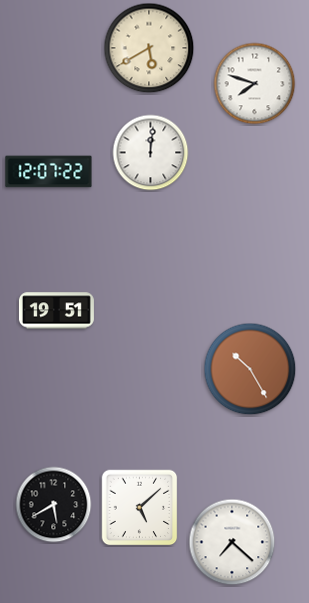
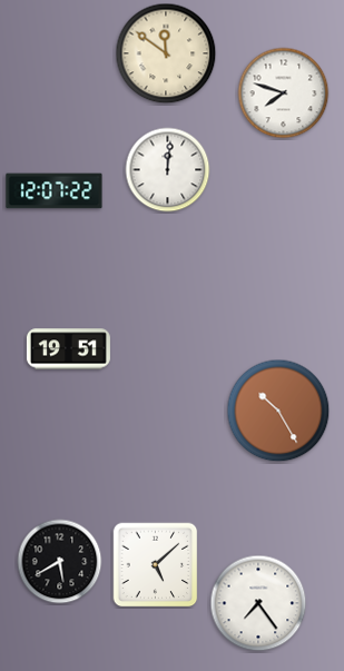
clock at (149, 48): 5:40 -> 11:51
clock at (56, 311) position: (56, 311) -> (68, 349)
clock at (232, 542): 7:22 -> 7:24
